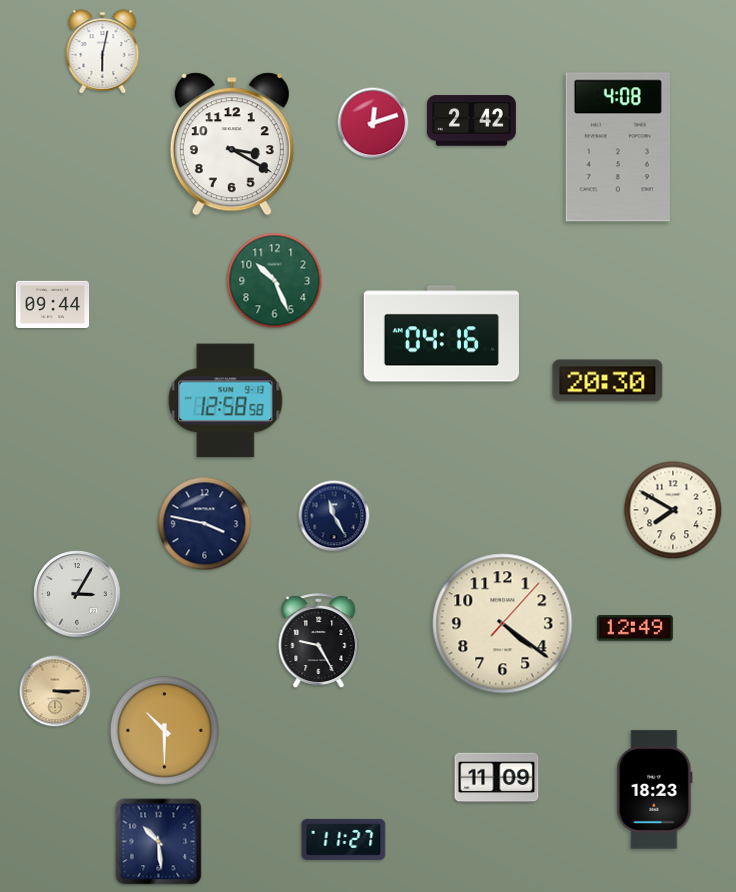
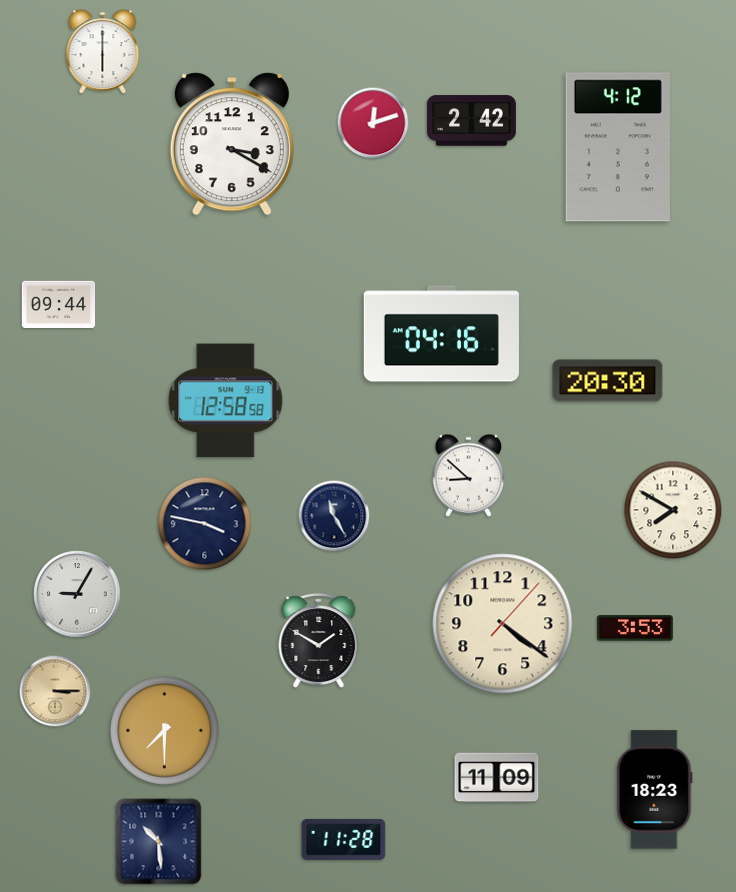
clock at (103, 52): 6:02 -> 6:00
clock at (618, 147): 4:08 -> 4:12
clock at (275, 281): 10:26 -> none
clock at (53, 304) position: (53, 304) -> (59, 304)
clock at (468, 475): none -> 8:52
clock at (77, 594): 3:05 -> 9:05
clock at (635, 628): 12:49 -> 3:53
clock at (319, 640): 9:25 -> 1:50
clock at (164, 730): 10:30 -> 7:30
clock at (344, 839): 11:27 -> 11:28
